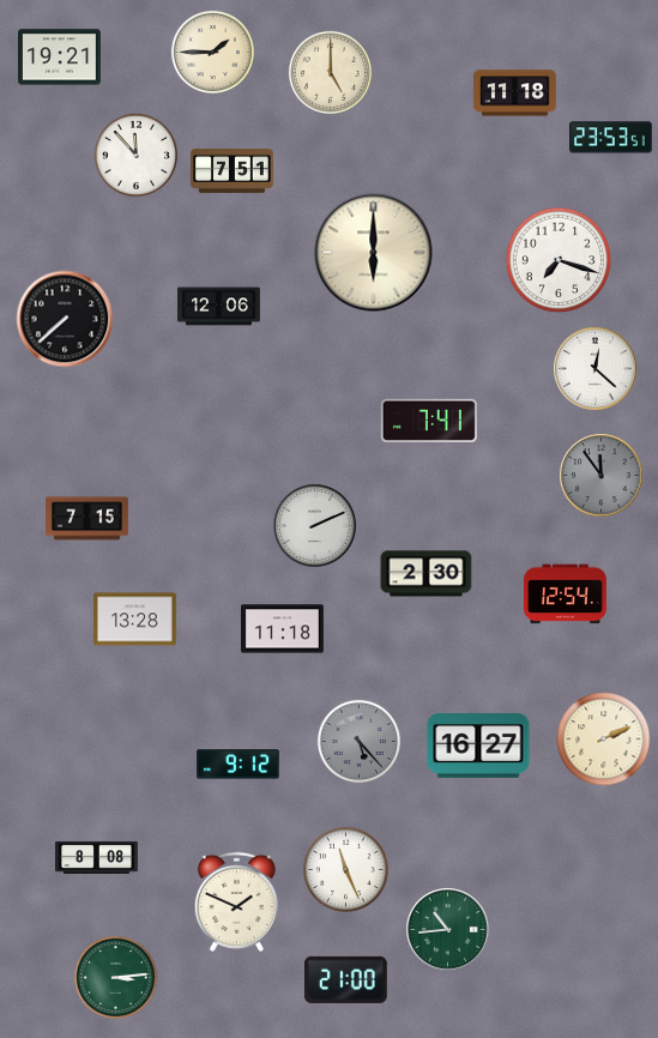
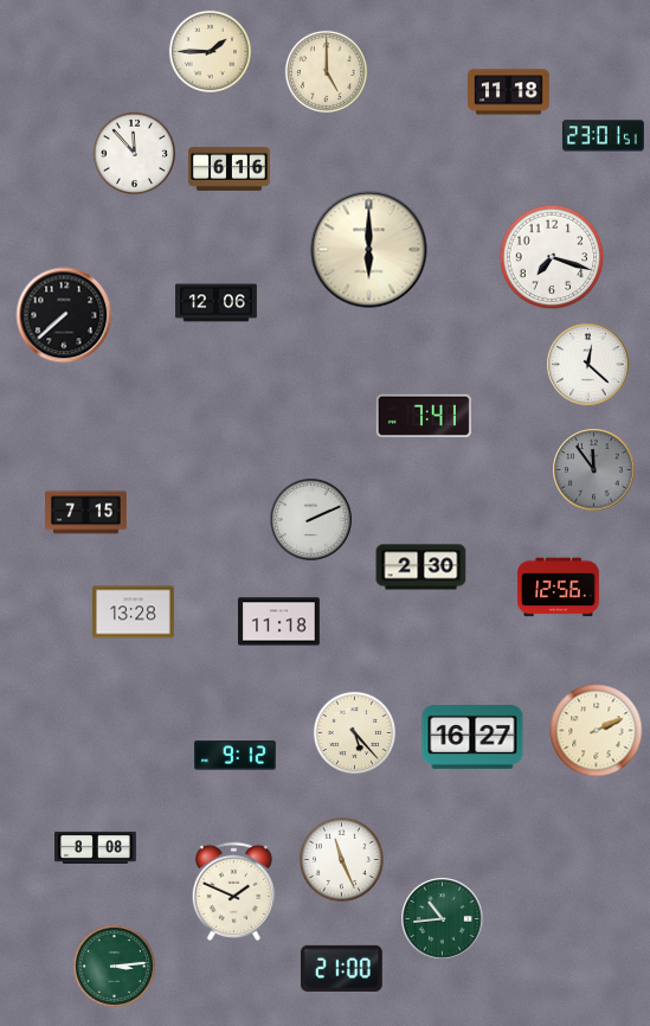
clock at (60, 58): 19:21 -> none
clock at (611, 138): 23:53 -> 23:01
clock at (233, 170): 7:51 -> 6:16
clock at (566, 595): 12:54 -> 12:56
clock at (358, 741) dial: grey -> cream
